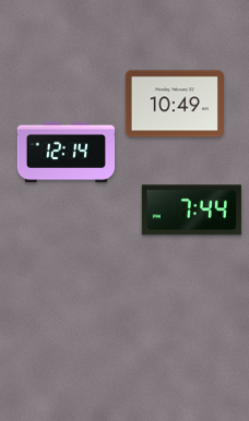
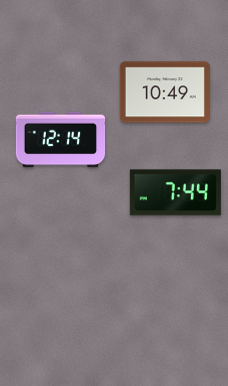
clock at (175, 104) position: (175, 104) -> (165, 92)
